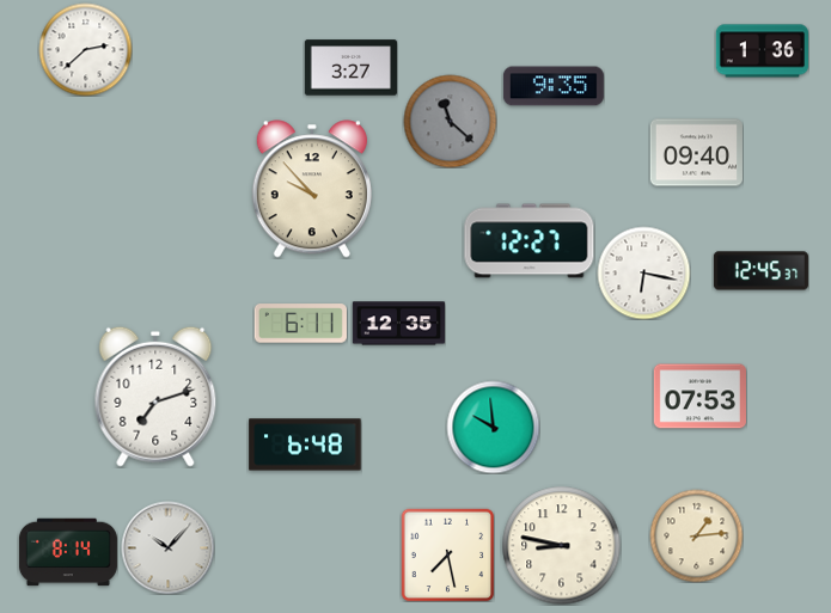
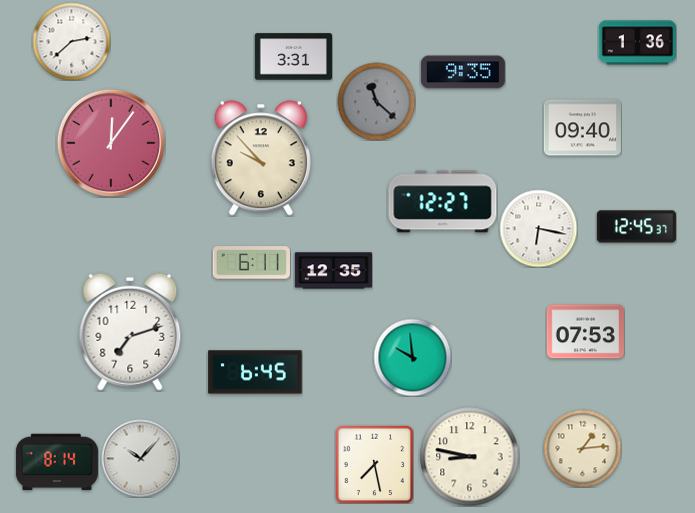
clock at (350, 68): 3:27 -> 3:31
clock at (111, 143): none -> 12:06
clock at (300, 324) position: (300, 324) -> (251, 263)
clock at (305, 445): 6:48 -> 6:45
